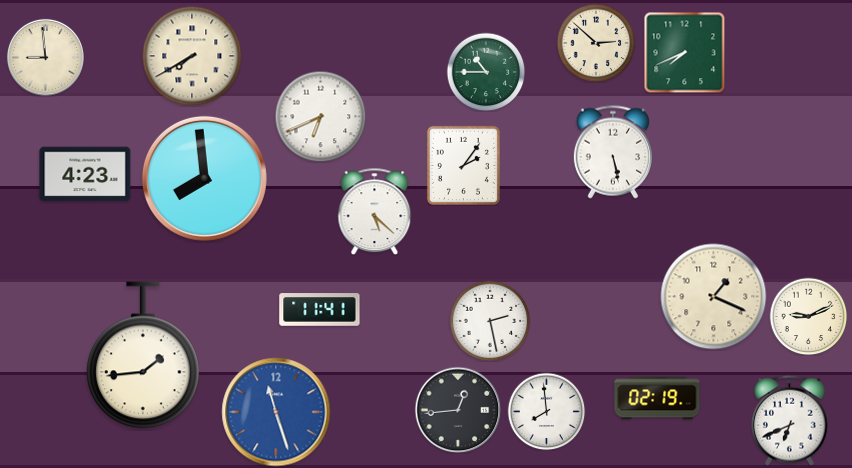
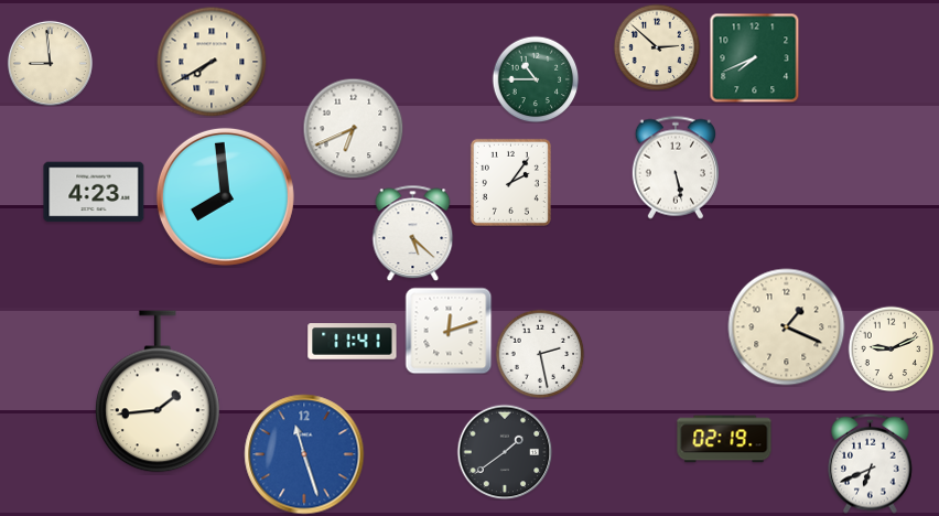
clock at (449, 331): none -> 12:12
clock at (458, 410): 12:44 -> 1:39
clock at (546, 411): 7:59 -> none
